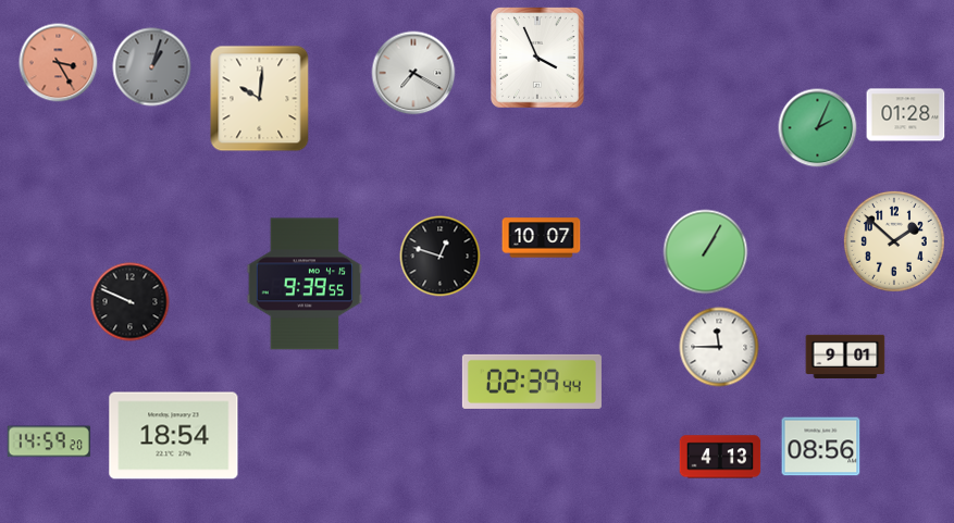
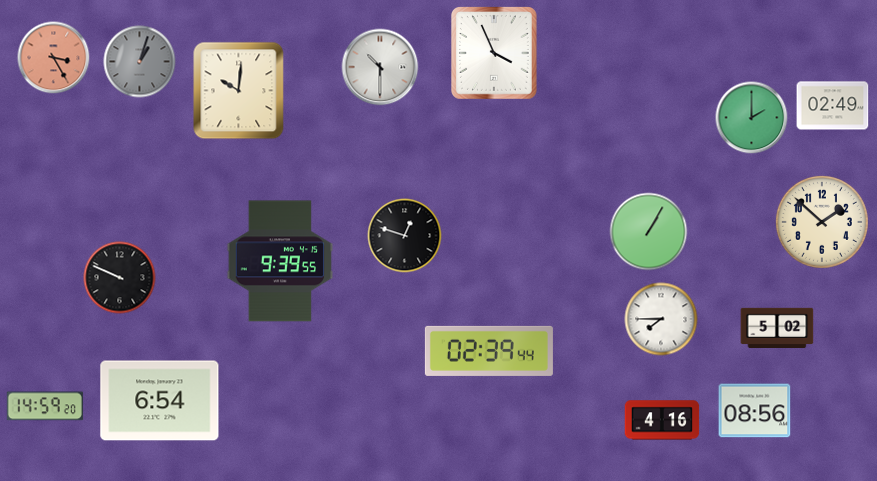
clock at (413, 73): 7:20 -> 10:30
clock at (906, 115): 01:28 -> 02:49
clock at (818, 128): 2:04 -> 2:00
clock at (542, 238): 10:07 -> none
clock at (719, 347): 11:45 -> 7:45
clock at (845, 356): 9:01 -> 5:02
clock at (174, 436): 18:54 -> 6:54
clock at (720, 457): 4:13 -> 4:16
